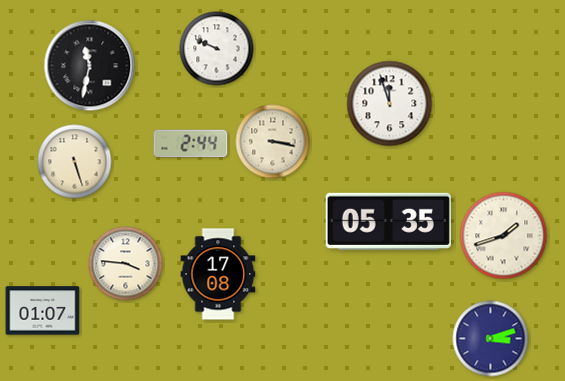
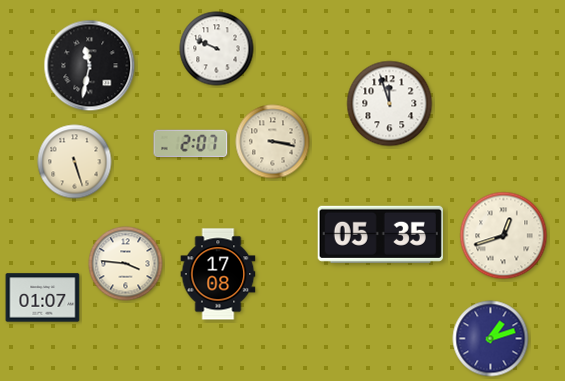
clock at (191, 143): 2:44 -> 2:07
clock at (388, 221) position: (388, 221) -> (380, 234)
clock at (504, 236): 1:42 -> 12:42
clock at (43, 311) position: (43, 311) -> (43, 298)
clock at (491, 339): 3:12 -> 1:12
